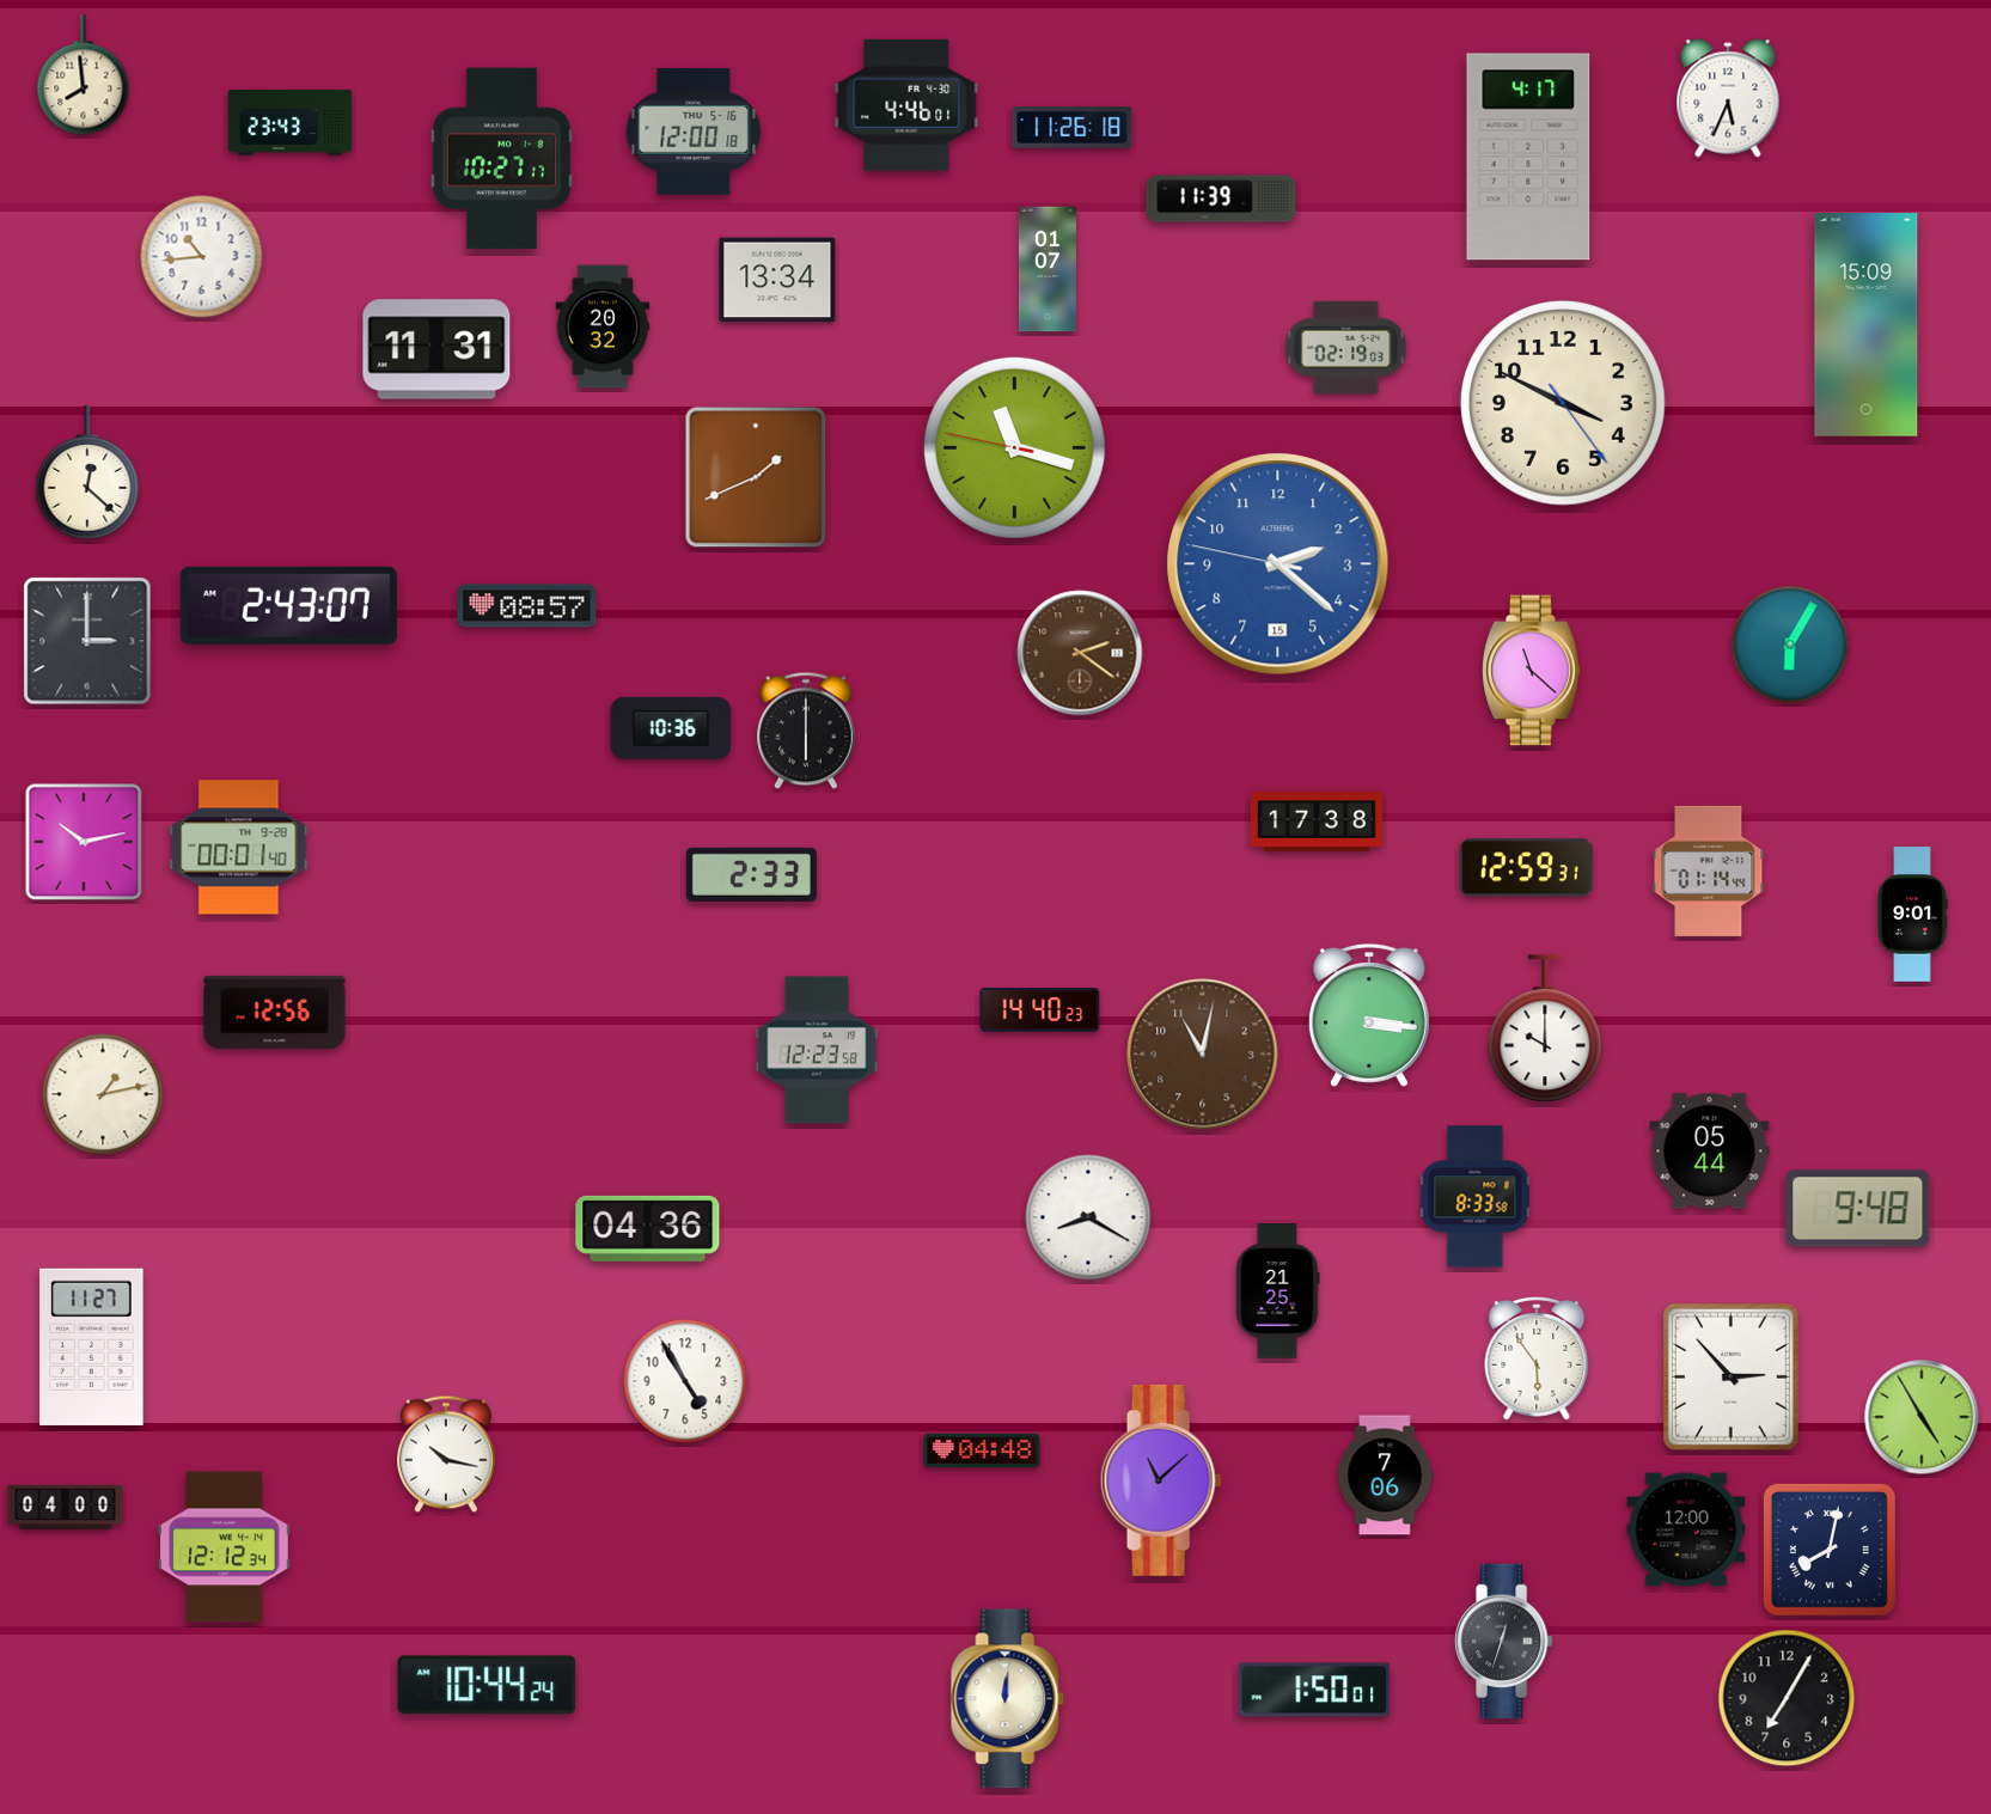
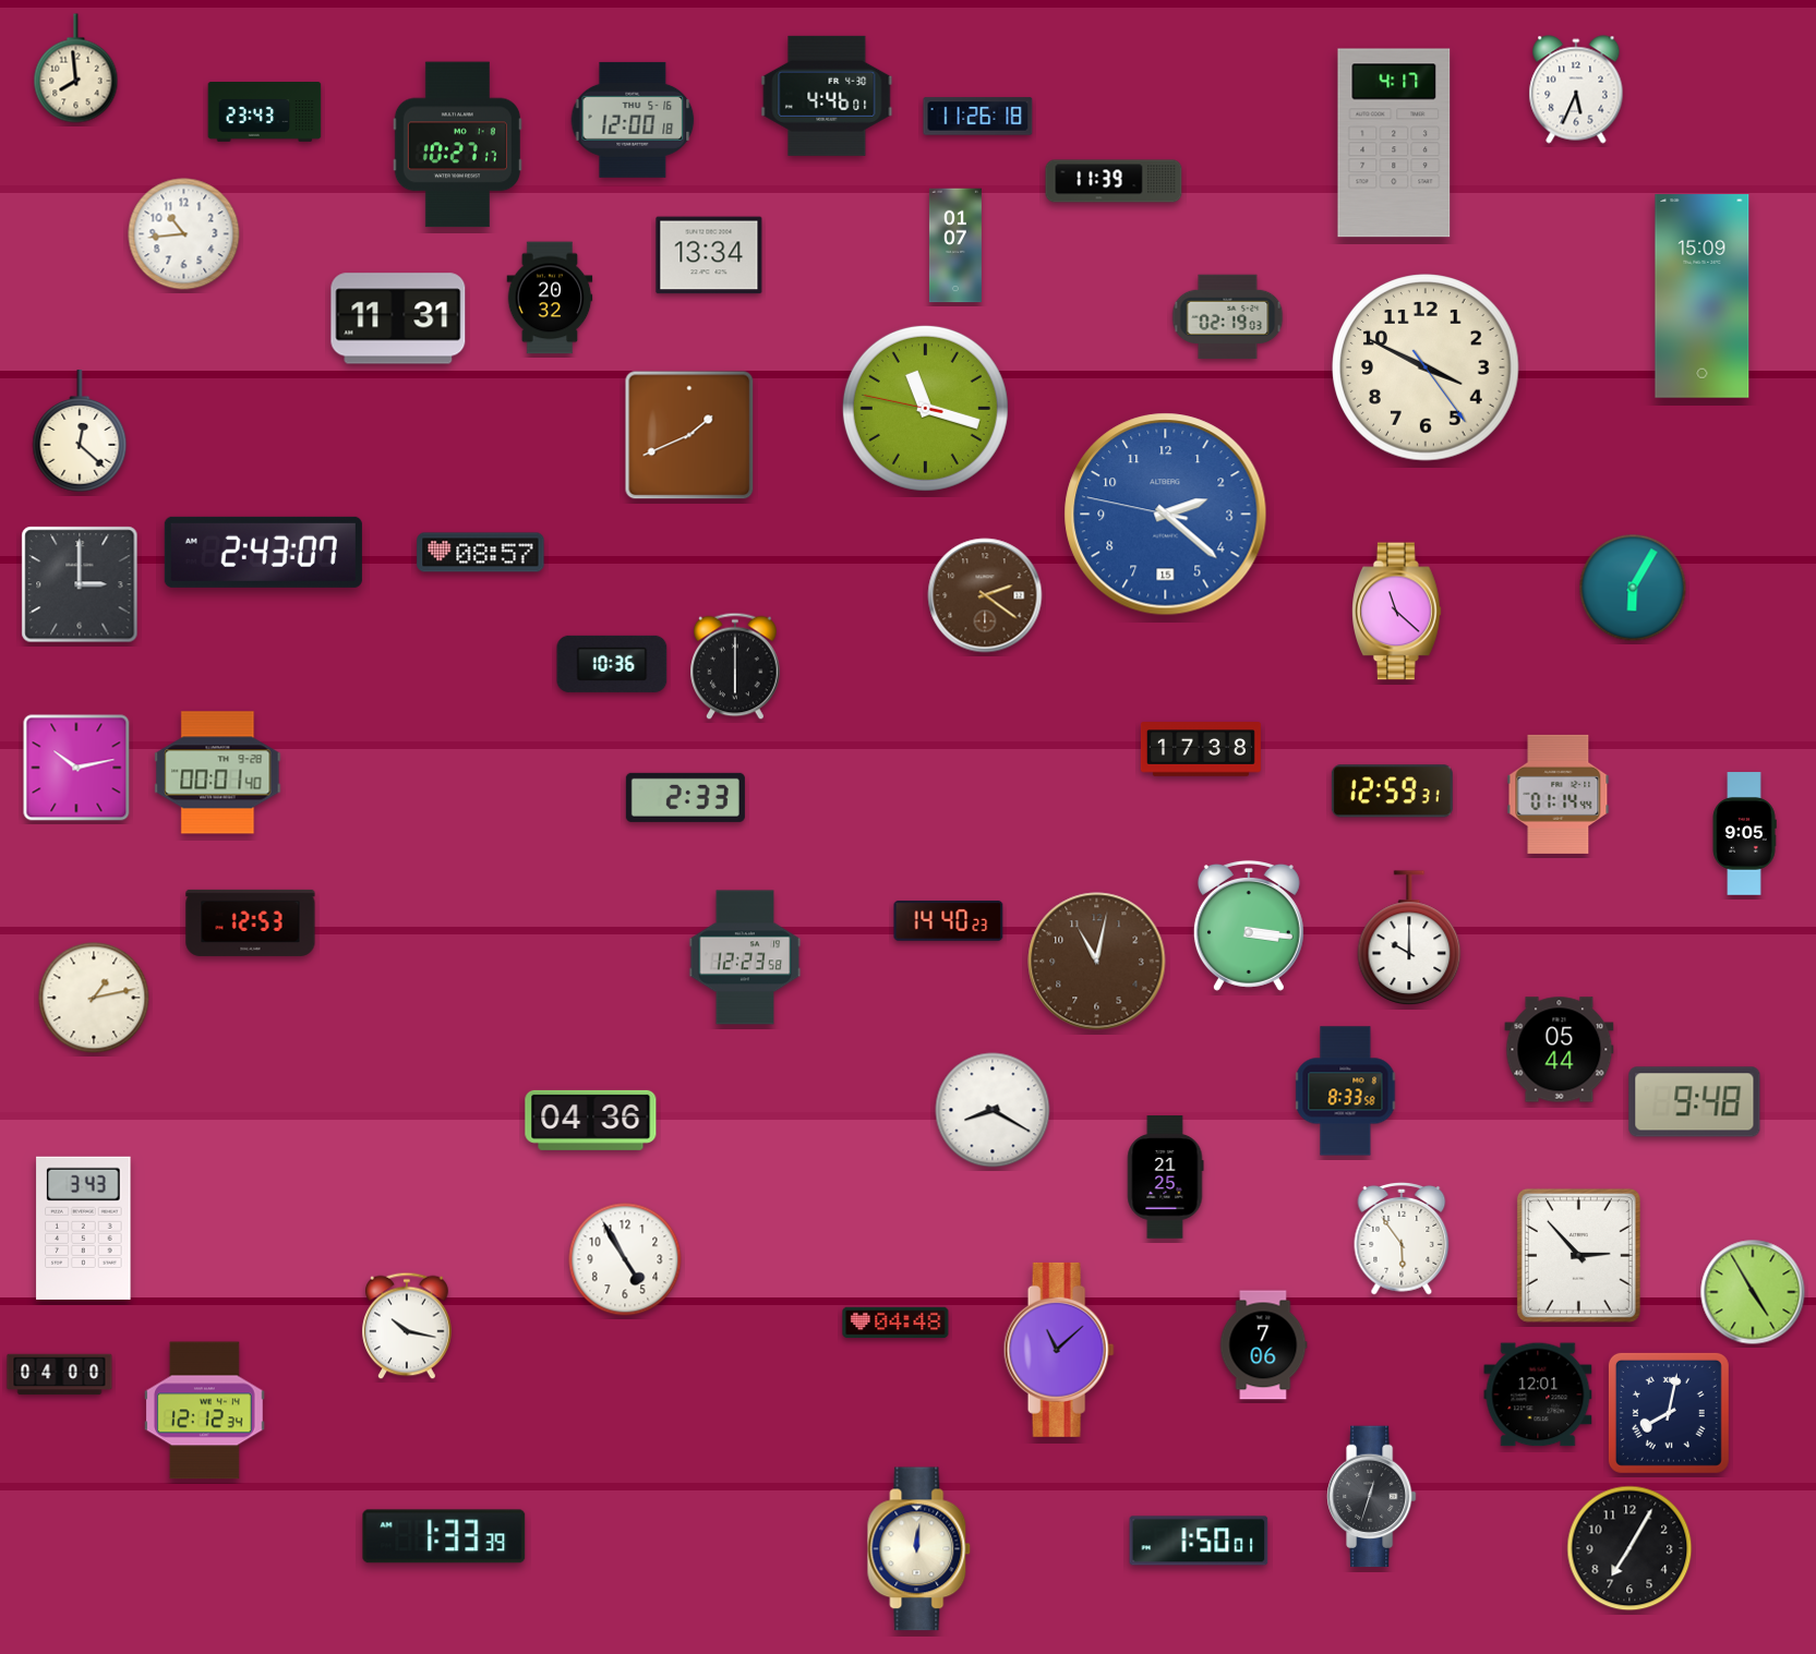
clock at (1912, 915): 9:01 -> 9:05
clock at (275, 1012): 12:56 -> 12:53
clock at (92, 1346): 11:27 -> 3:43
clock at (1686, 1529): 12:00 -> 12:01
clock at (487, 1685): 10:44 -> 1:33
